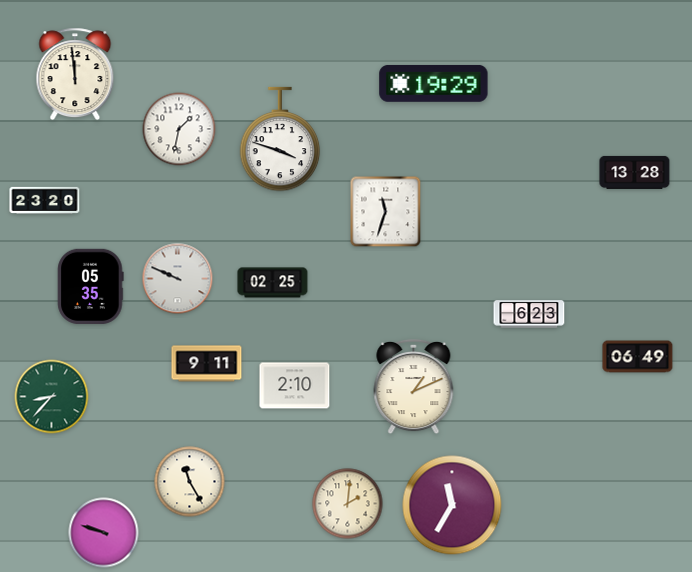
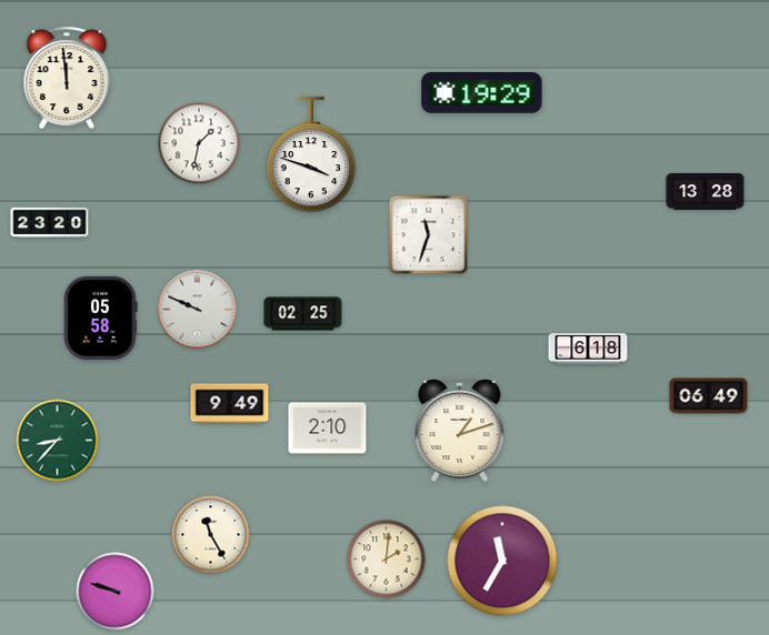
clock at (75, 74) position: (75, 74) -> (67, 78)
clock at (91, 286): 05:35 -> 05:58
clock at (529, 314): 6:23 -> 6:18
clock at (207, 364): 9:11 -> 9:49
clock at (414, 387): 1:11 -> 1:12
